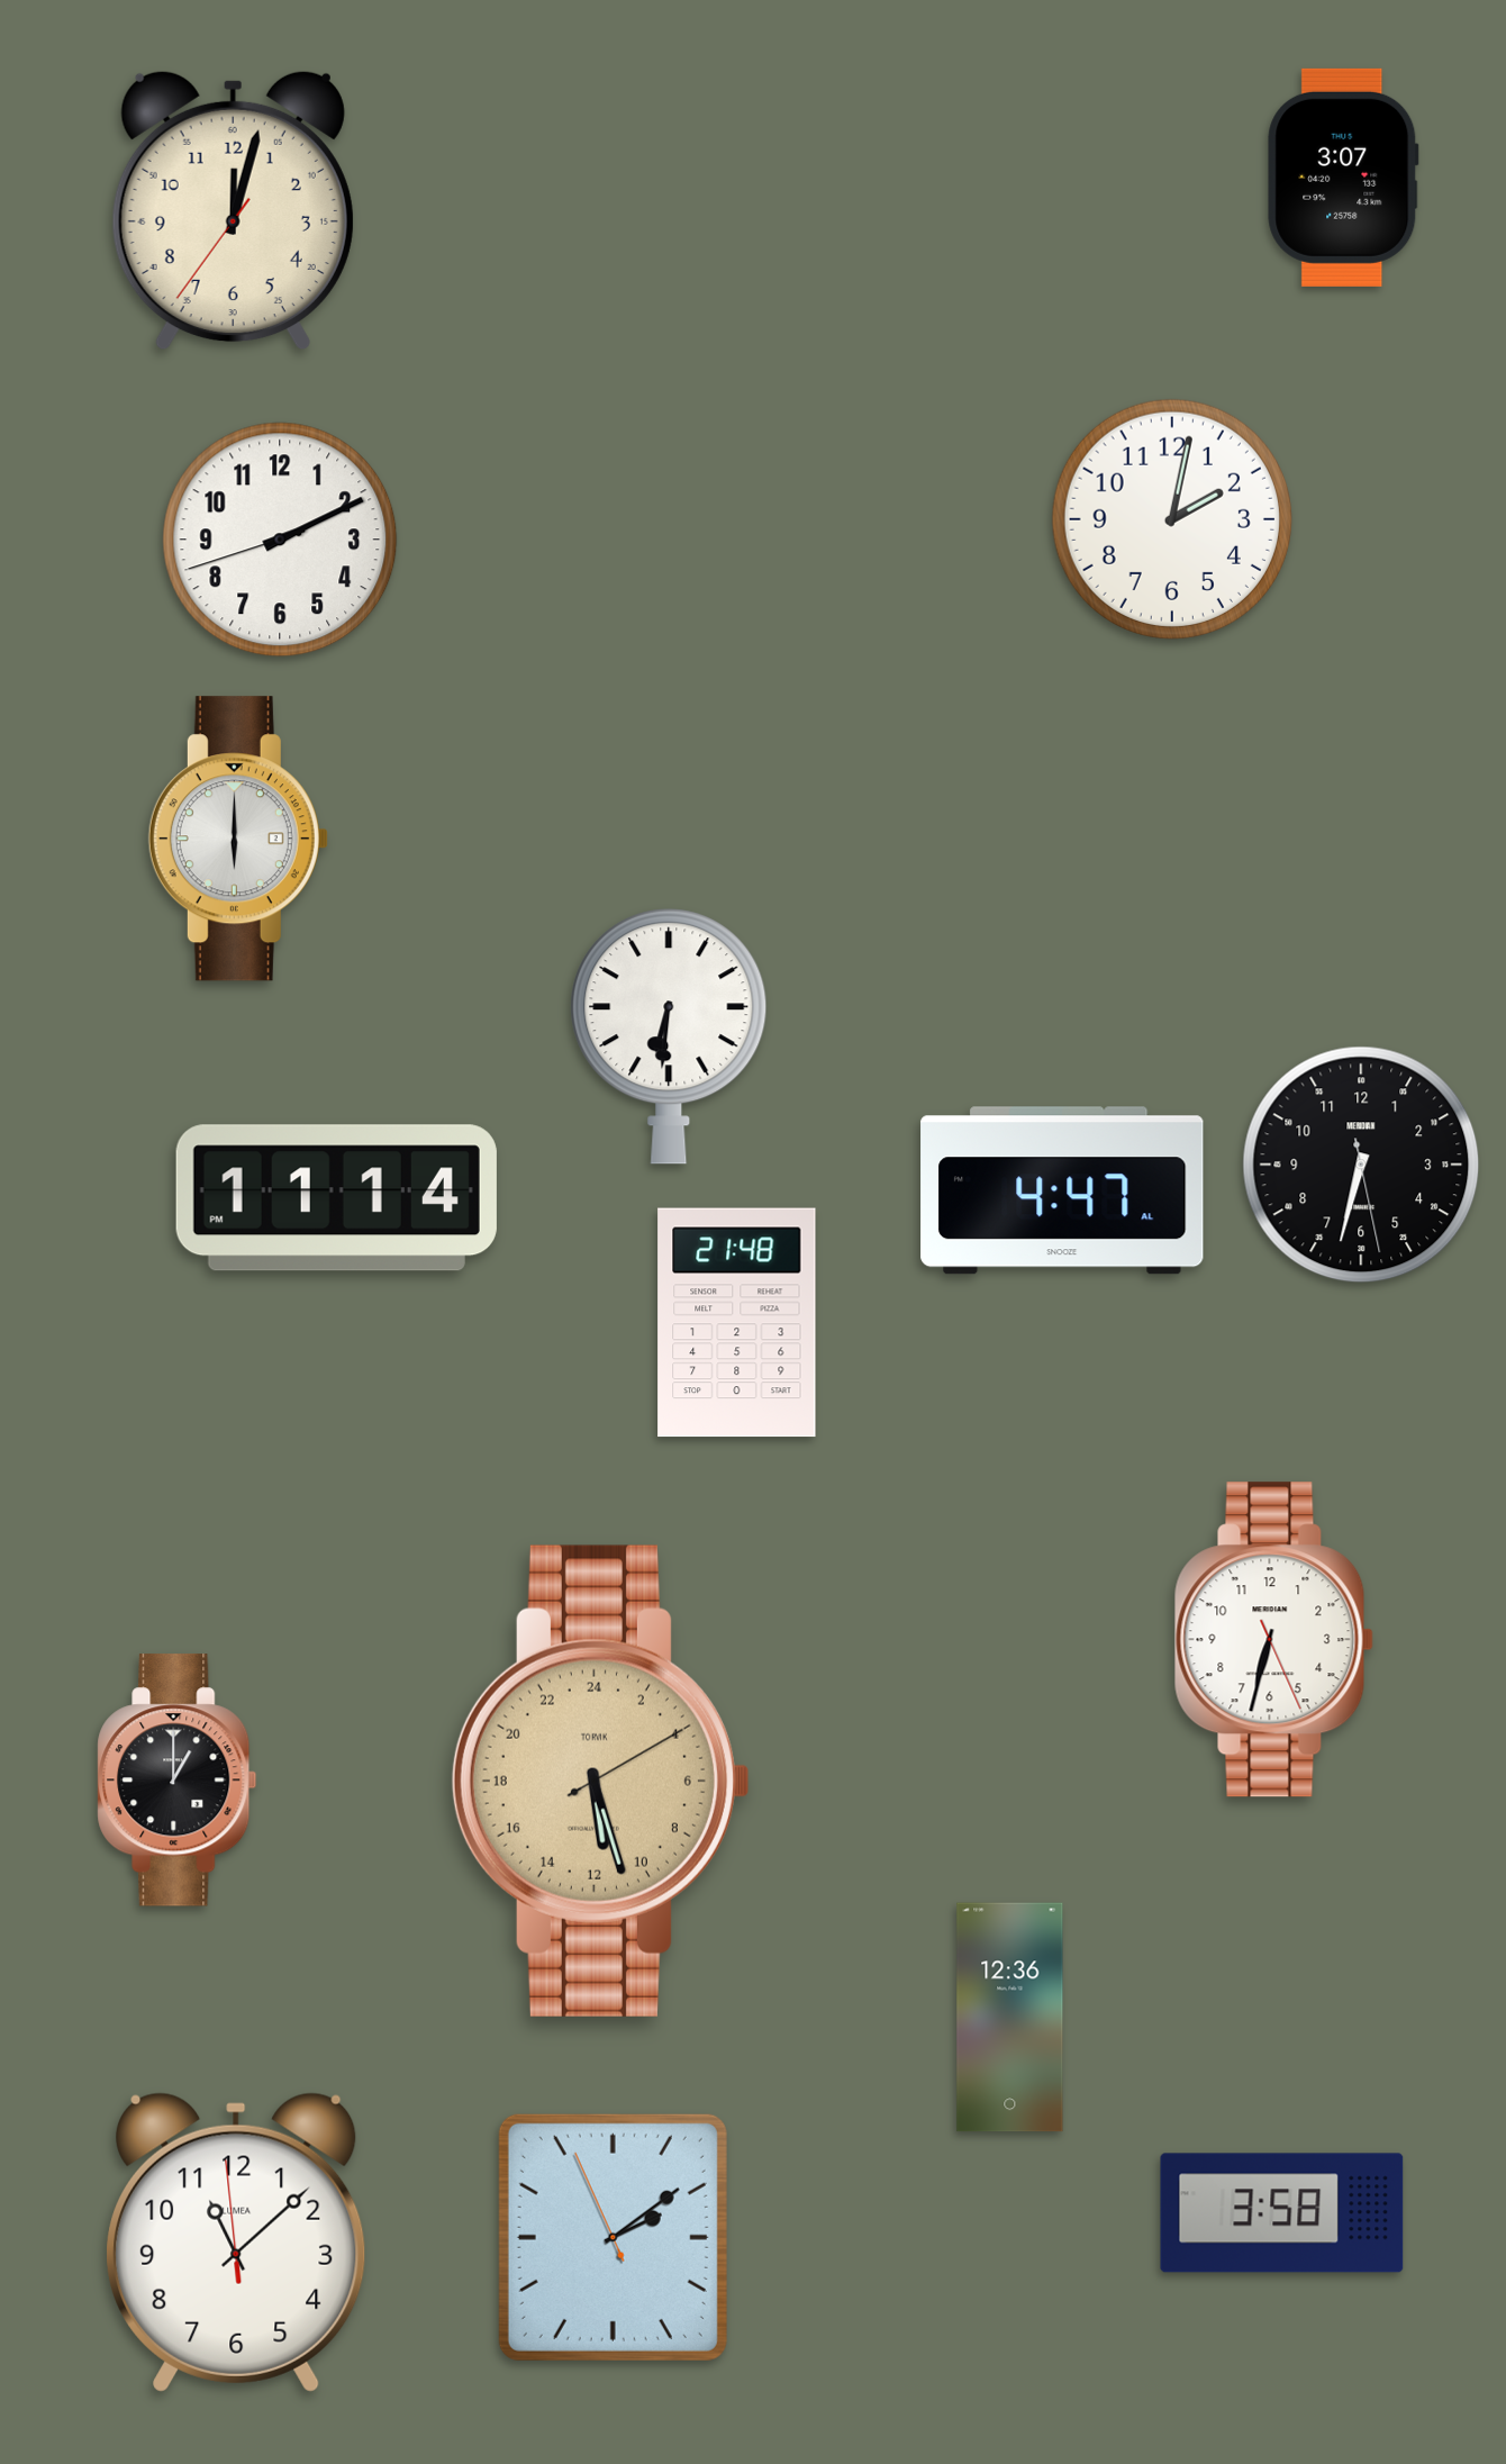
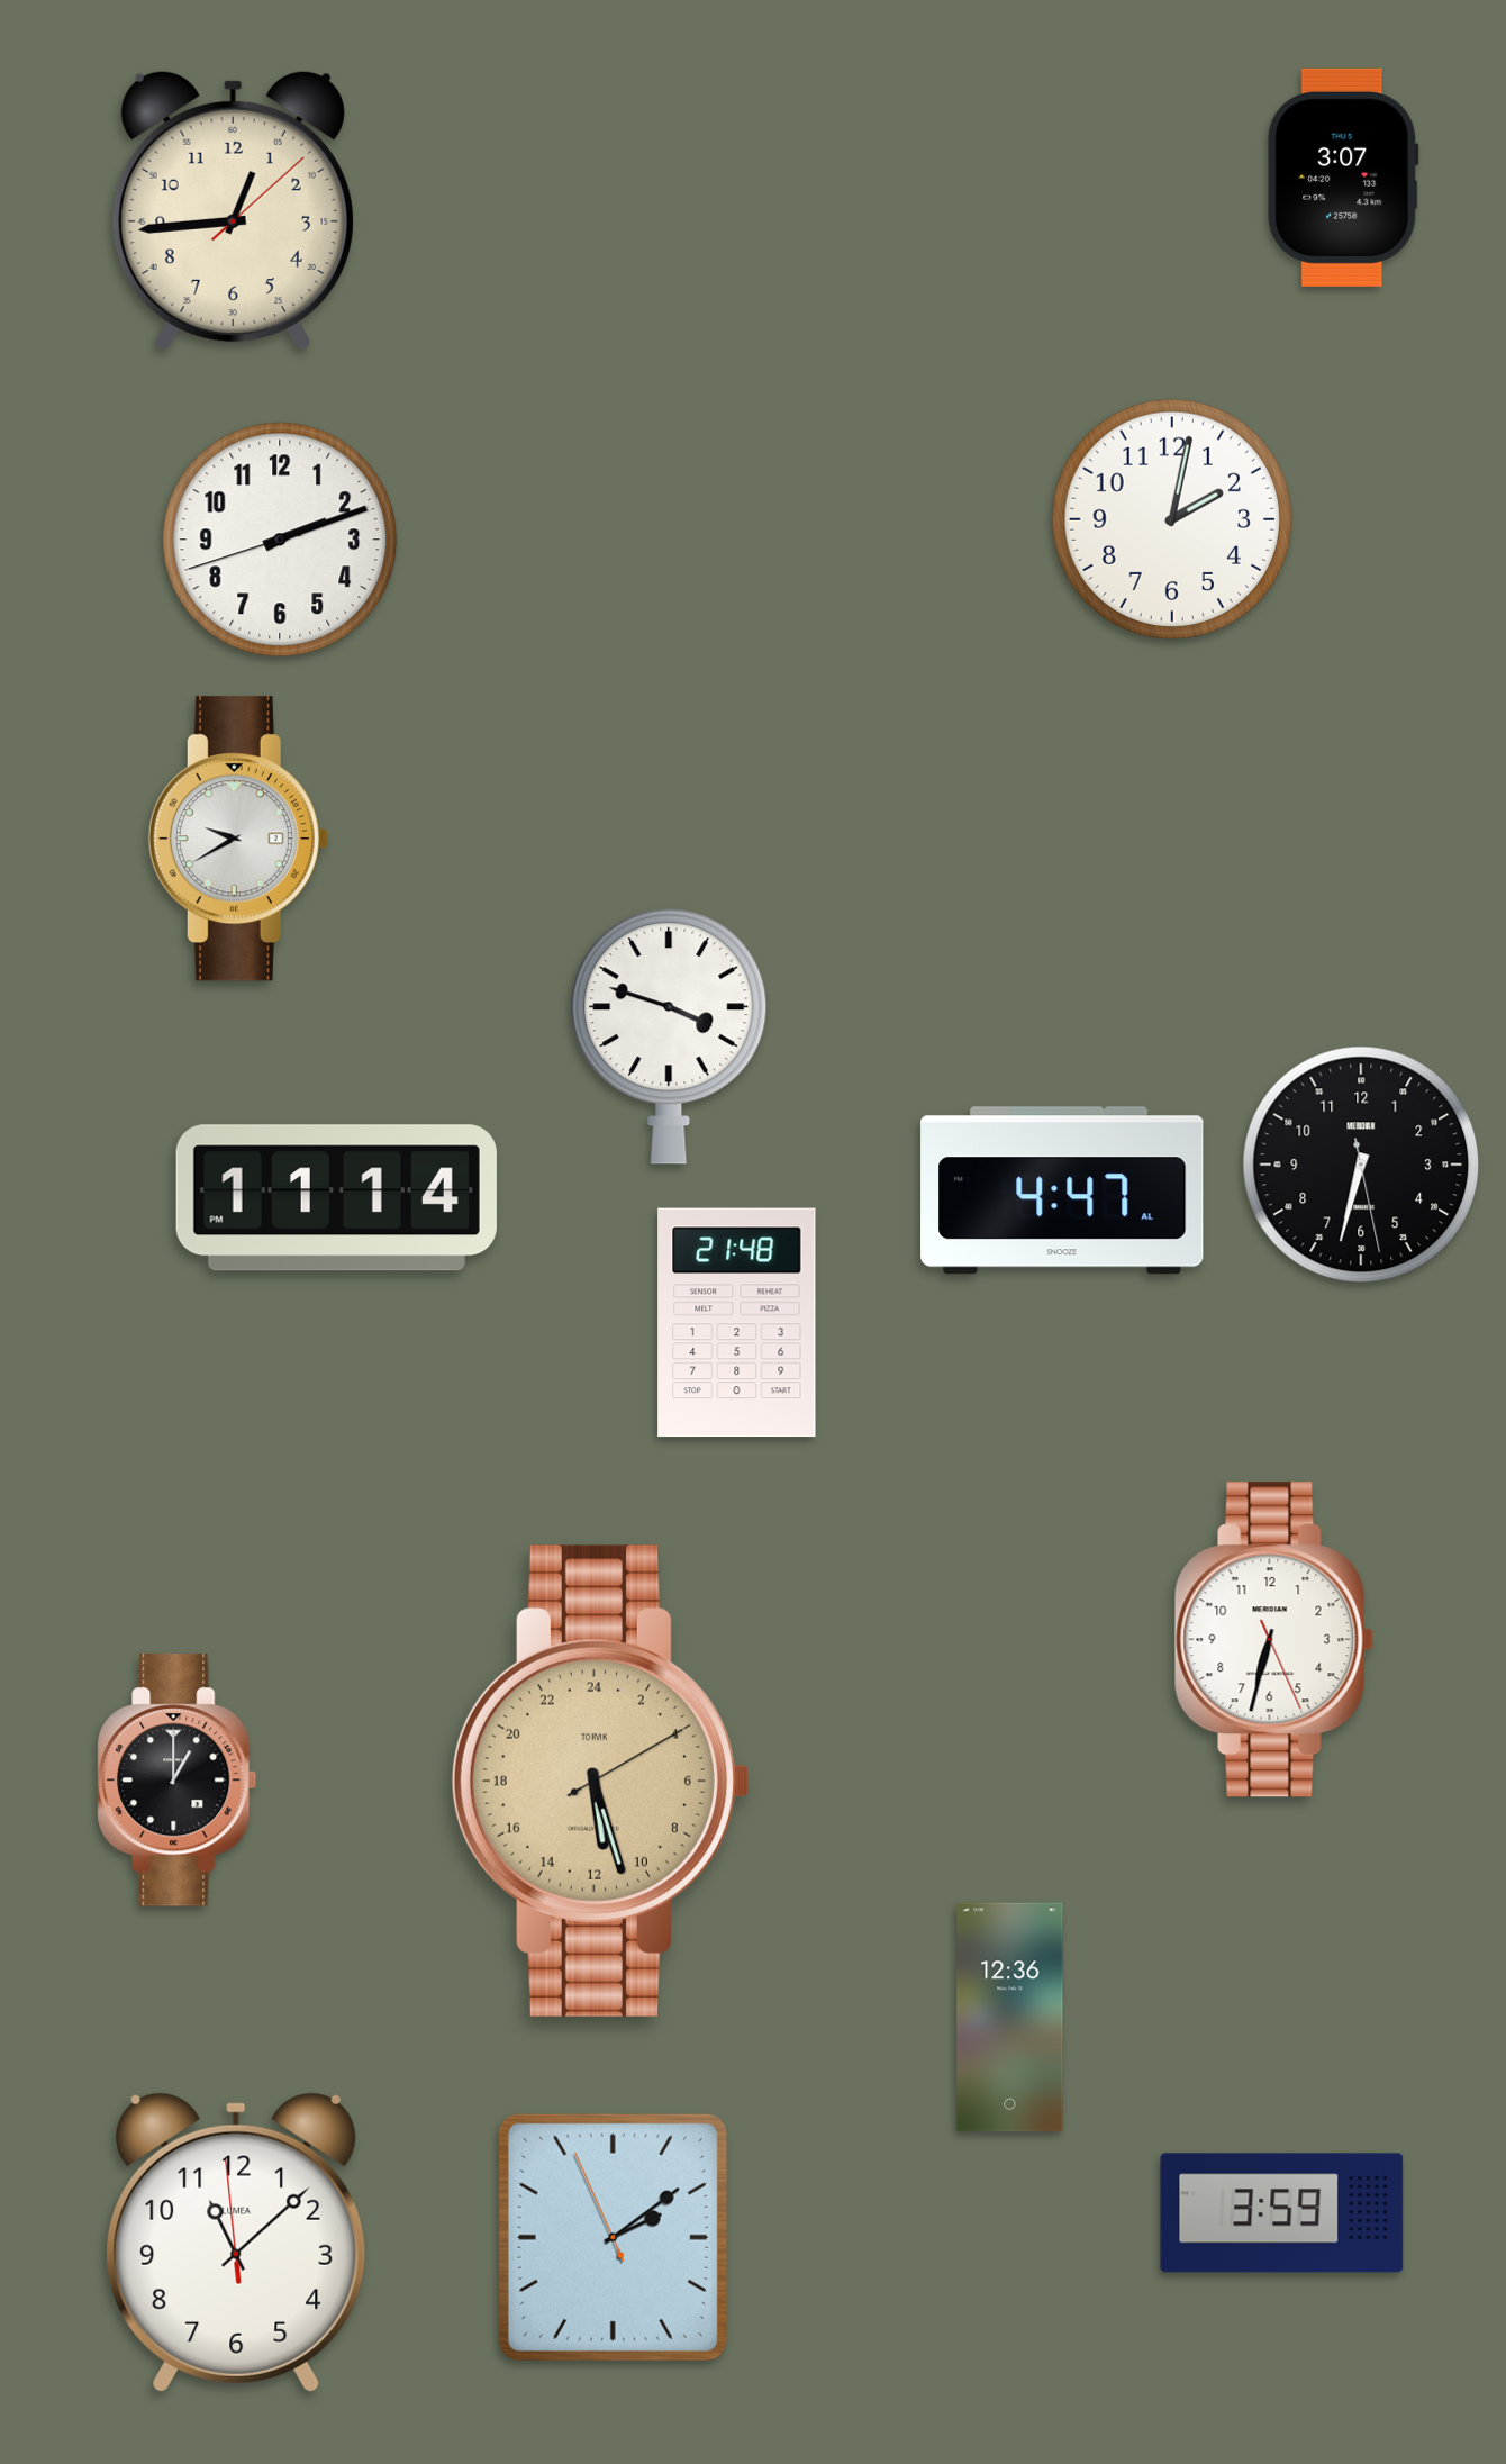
clock at (233, 210): 12:02 -> 12:44
clock at (280, 540): 2:10 -> 2:11
clock at (238, 839): 6:00 -> 9:40
clock at (669, 1036): 6:31 -> 3:48
clock at (1282, 2213): 3:58 -> 3:59
